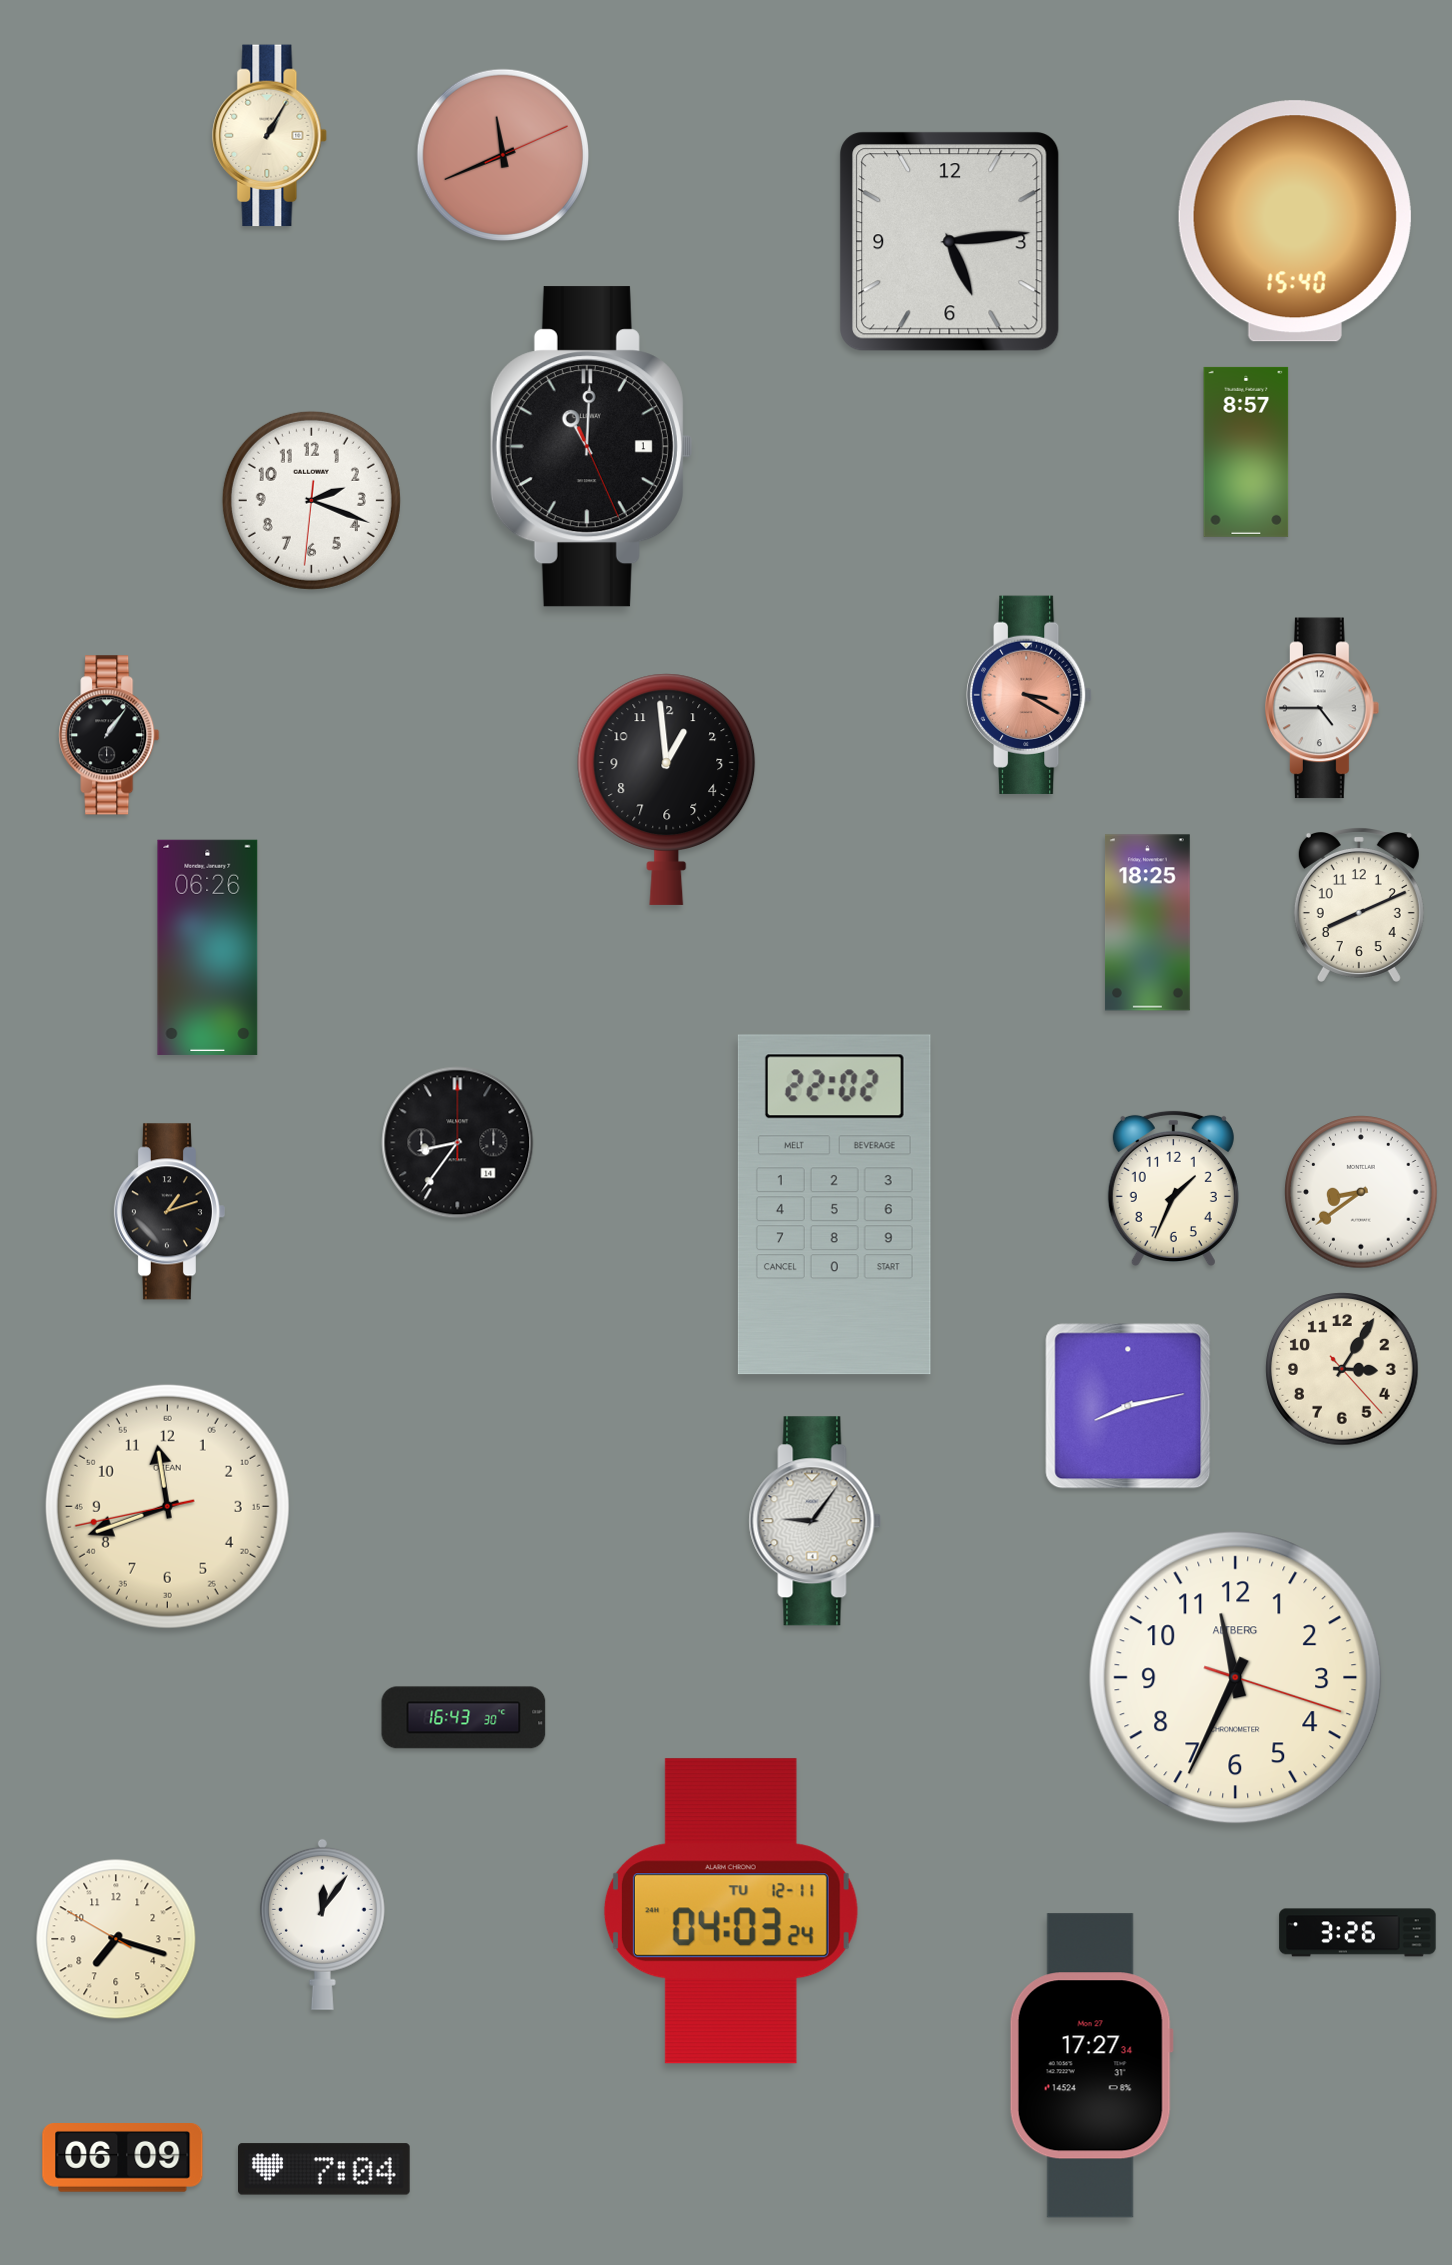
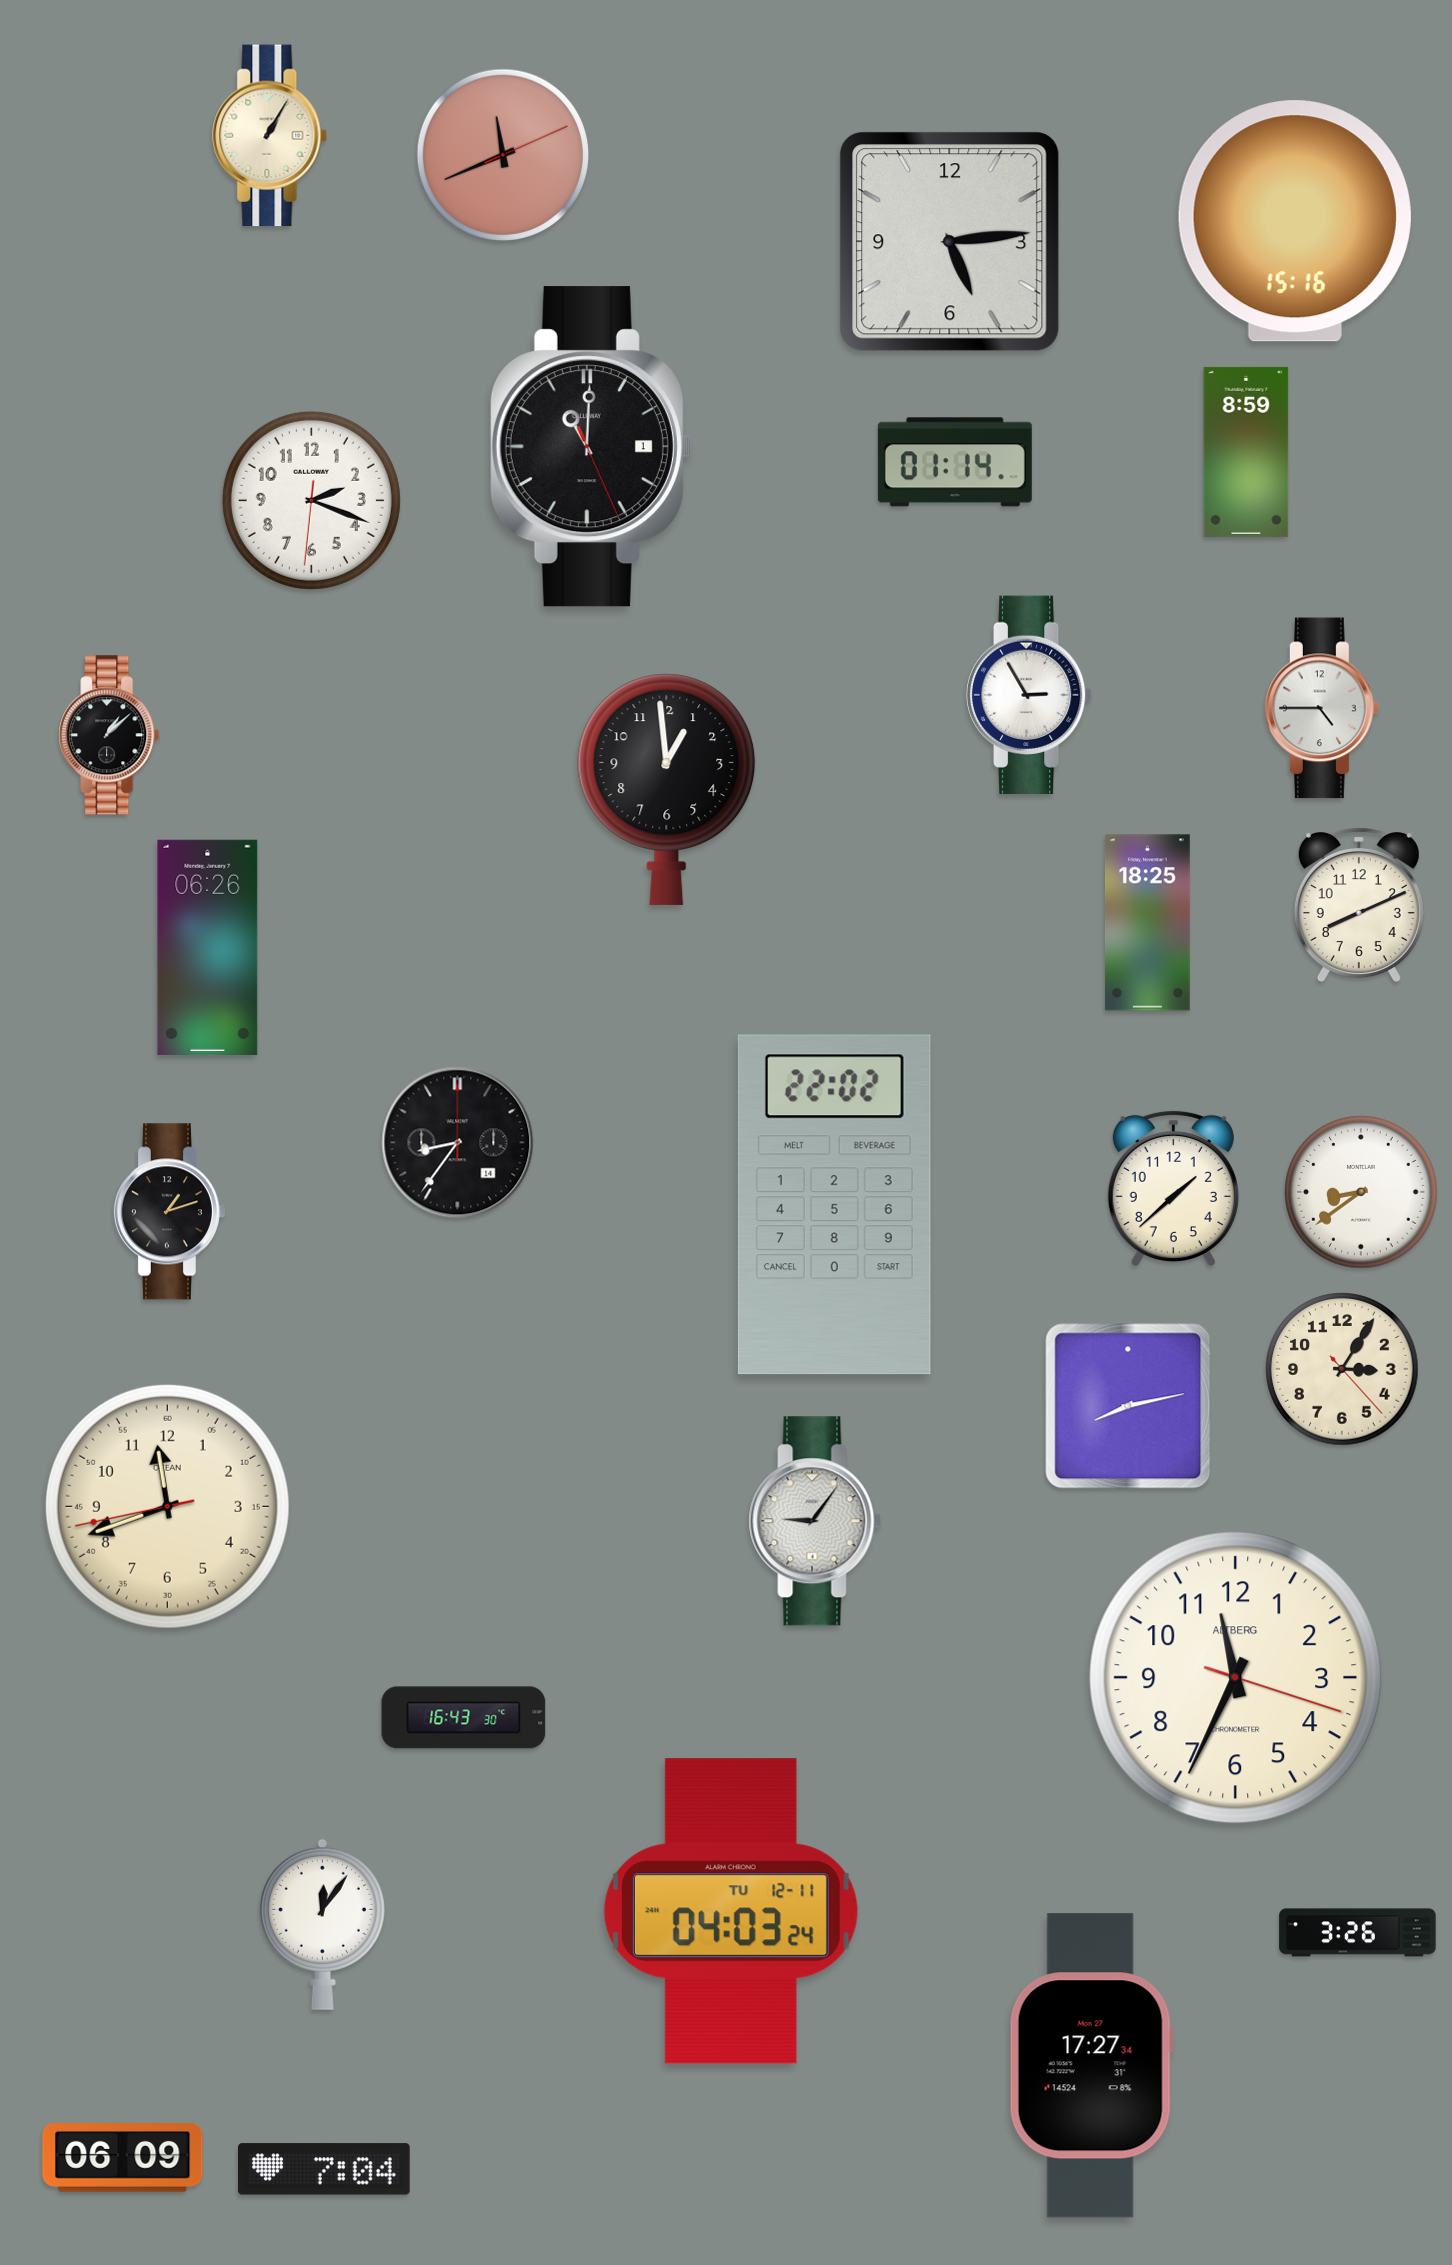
clock at (1295, 221): 15:40 -> 15:16
clock at (1246, 452): 8:57 -> 8:59
clock at (955, 462): none -> 01:14
clock at (1030, 695): 3:20 -> 2:55
clock at (1030, 695) dial: salmon -> white
clock at (109, 735): 1:06 -> 1:08
clock at (1173, 1188): 1:34 -> 1:38
clock at (116, 1939): 7:17 -> none
